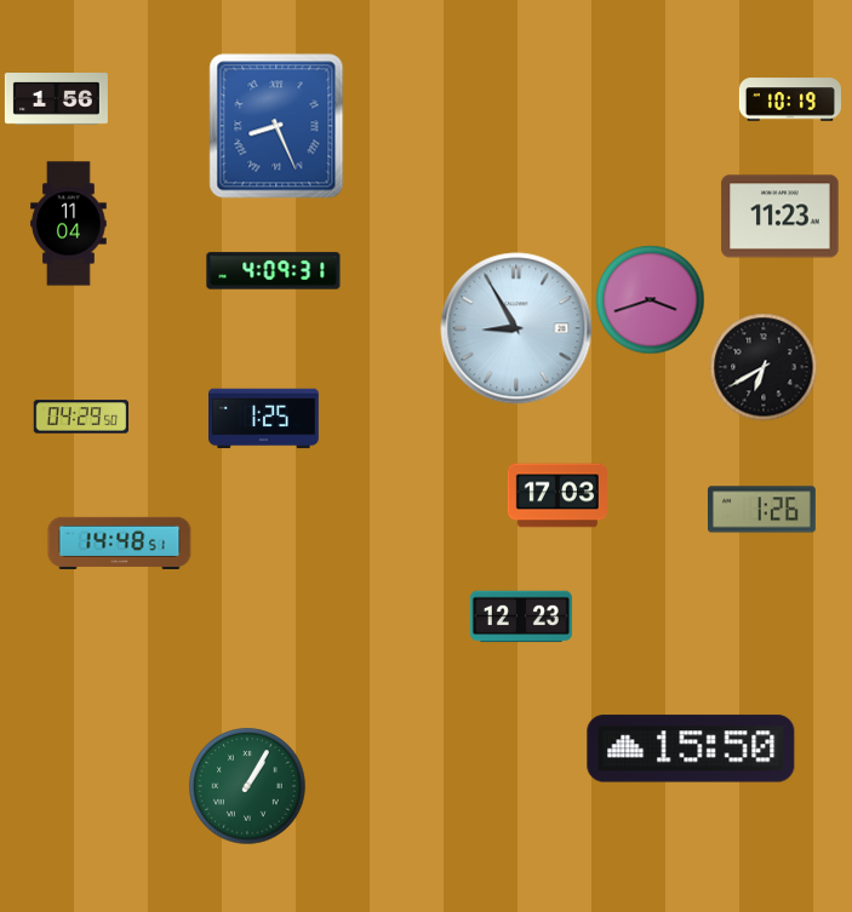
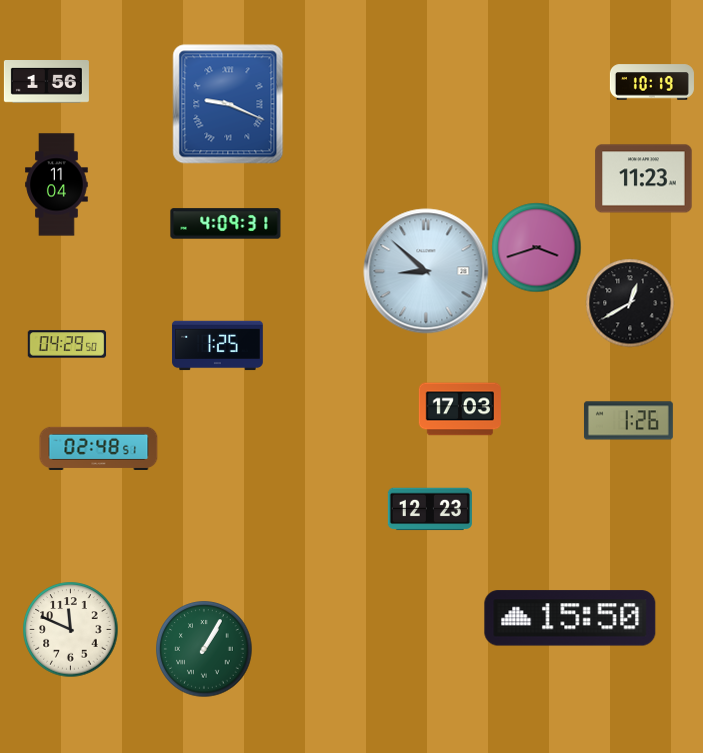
clock at (276, 126): 8:26 -> 9:19
clock at (516, 328): 8:55 -> 8:52
clock at (764, 367): 6:40 -> 12:40
clock at (120, 543): 14:48 -> 02:48
clock at (70, 629): none -> 11:49
